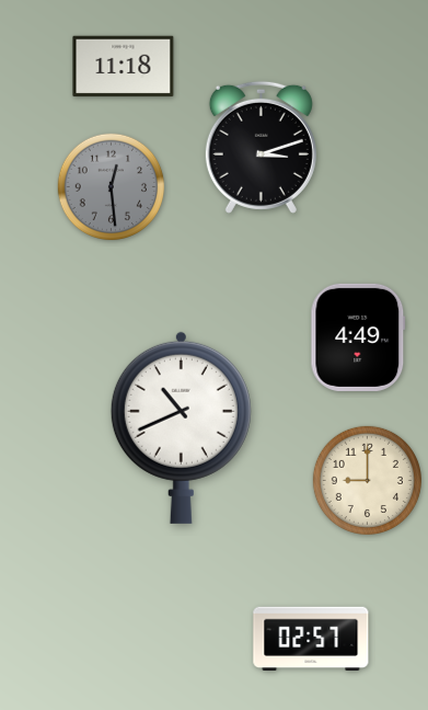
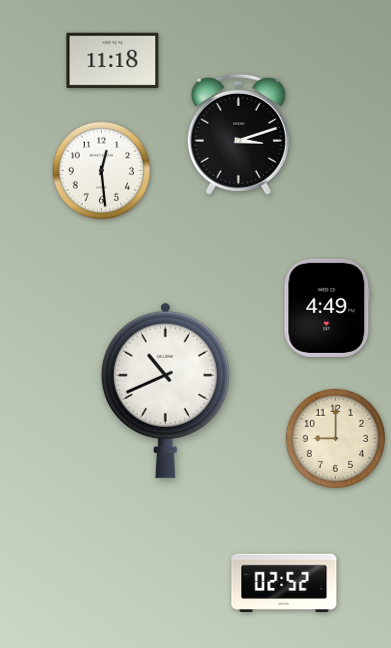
clock at (112, 187) dial: grey -> white
clock at (311, 638): 02:57 -> 02:52
